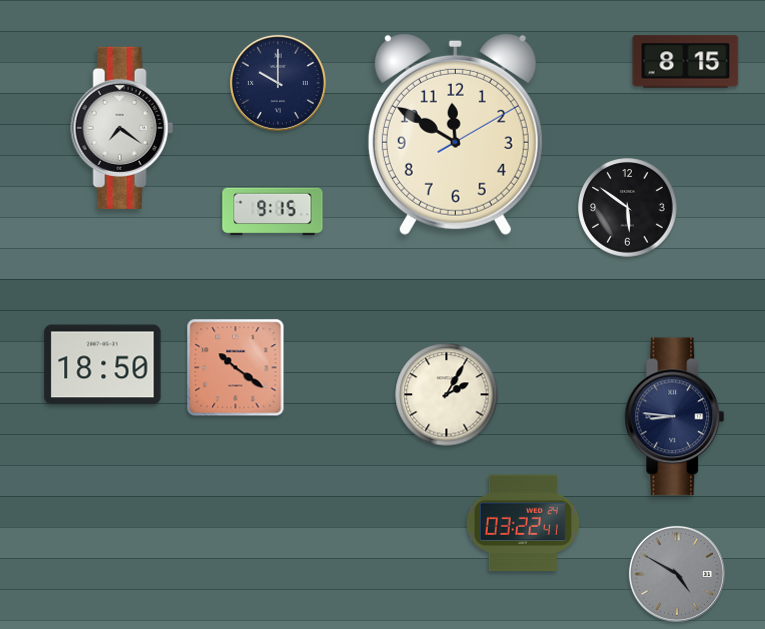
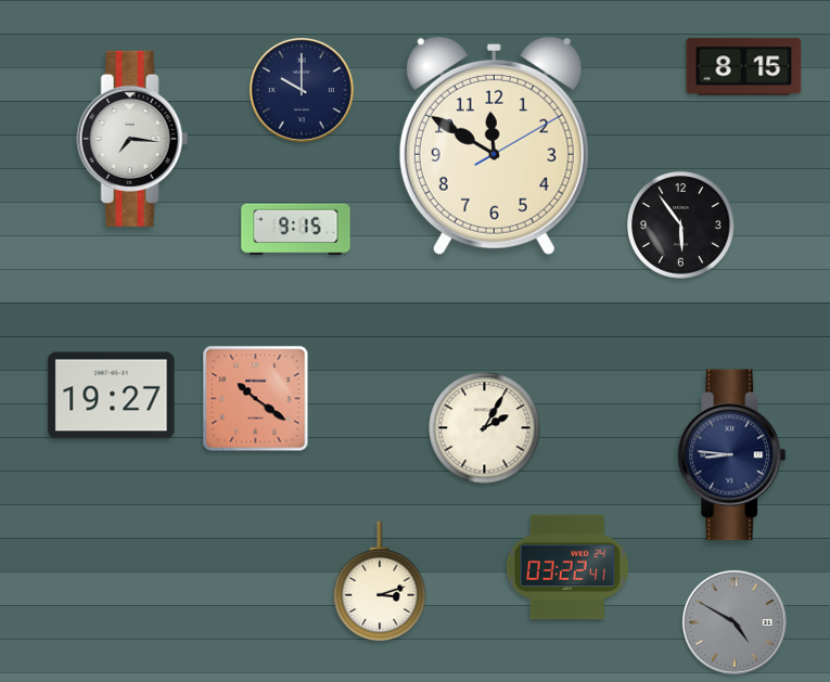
clock at (122, 128): 7:21 -> 7:16
clock at (628, 208): 5:51 -> 5:54
clock at (103, 365): 18:50 -> 19:27
clock at (675, 417) position: (675, 417) -> (732, 455)
clock at (380, 581): none -> 3:12
